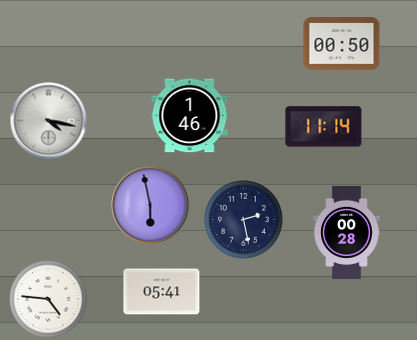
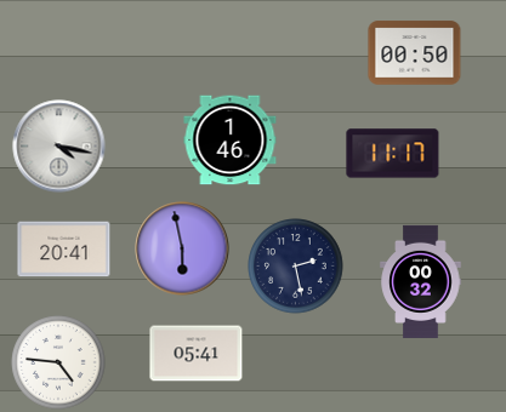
clock at (324, 127): 11:14 -> 11:17
clock at (64, 250): none -> 20:41
clock at (347, 232): 00:28 -> 00:32
